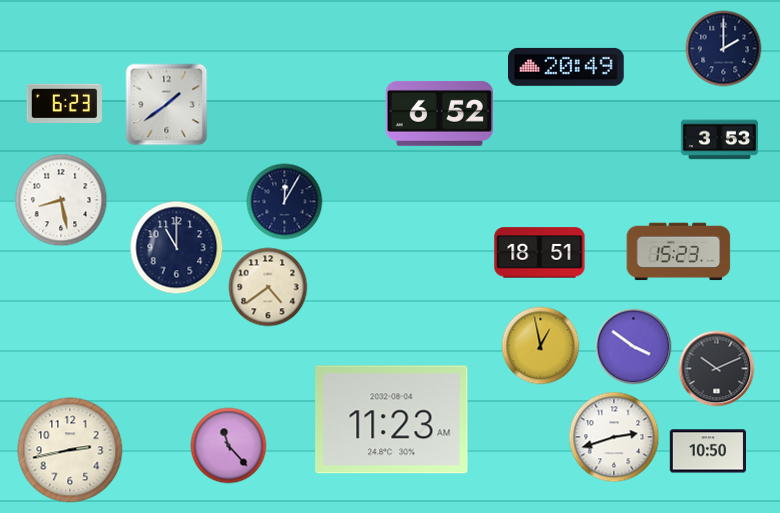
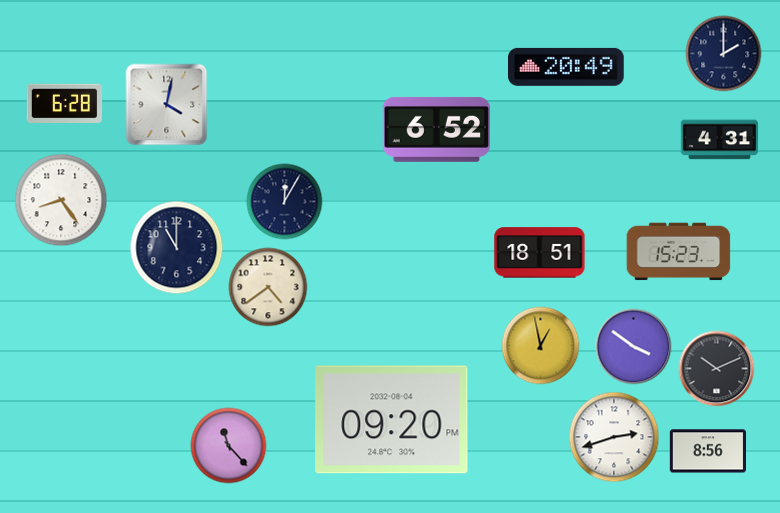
clock at (724, 49) position: (724, 49) -> (724, 54)
clock at (64, 103): 6:23 -> 6:28
clock at (167, 105): 1:39 -> 4:02
clock at (439, 113) position: (439, 113) -> (436, 129)
clock at (719, 140): 3:53 -> 4:31
clock at (61, 200): 8:28 -> 8:24
clock at (392, 420): 11:23 -> 09:20
clock at (70, 450): 2:43 -> none
clock at (707, 451): 10:50 -> 8:56
